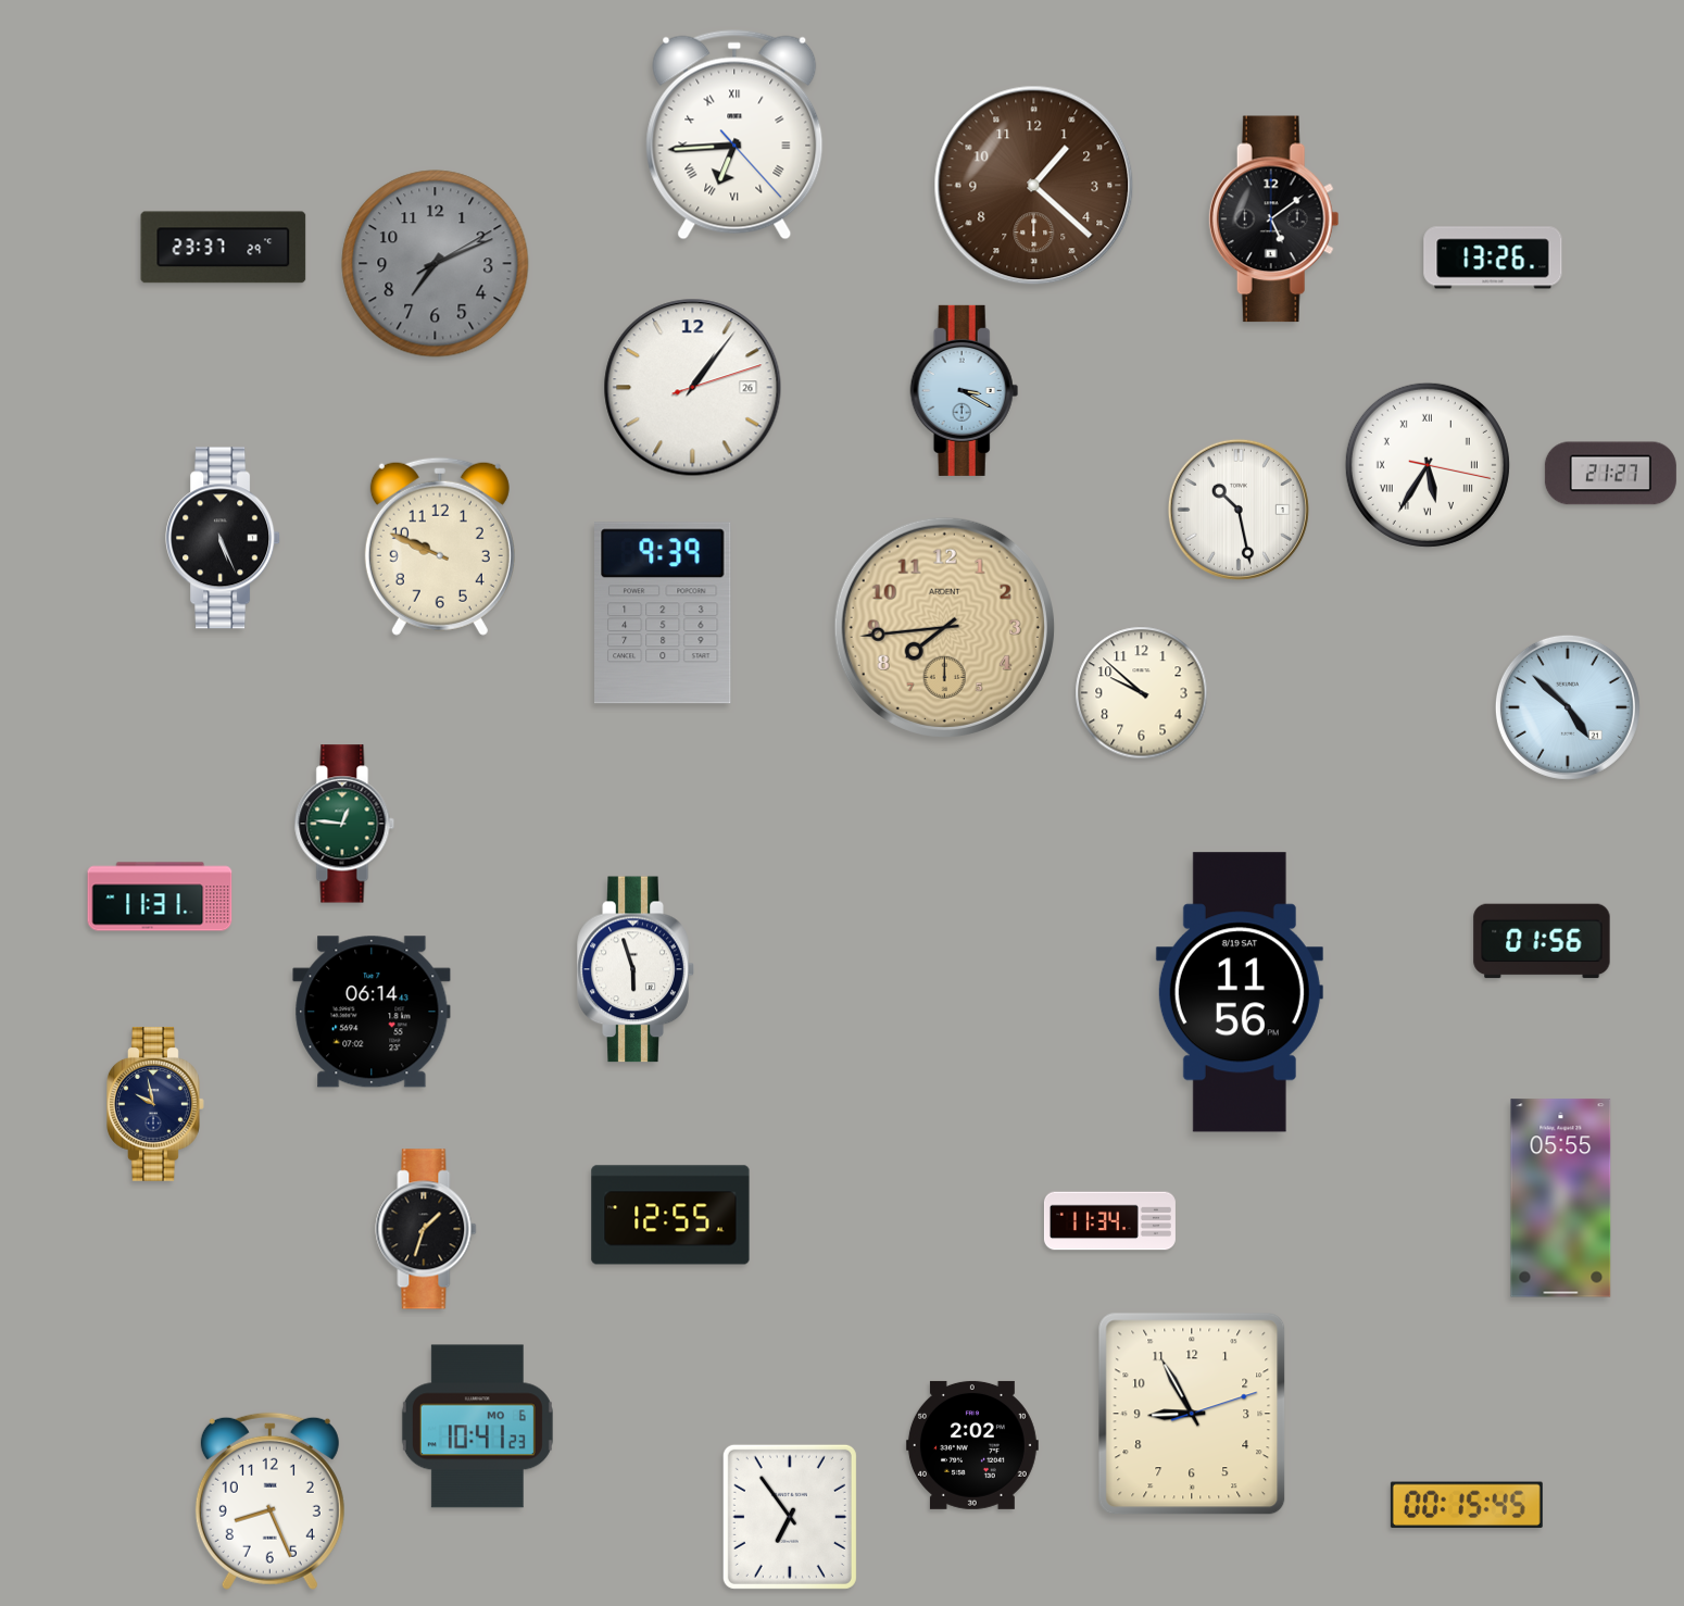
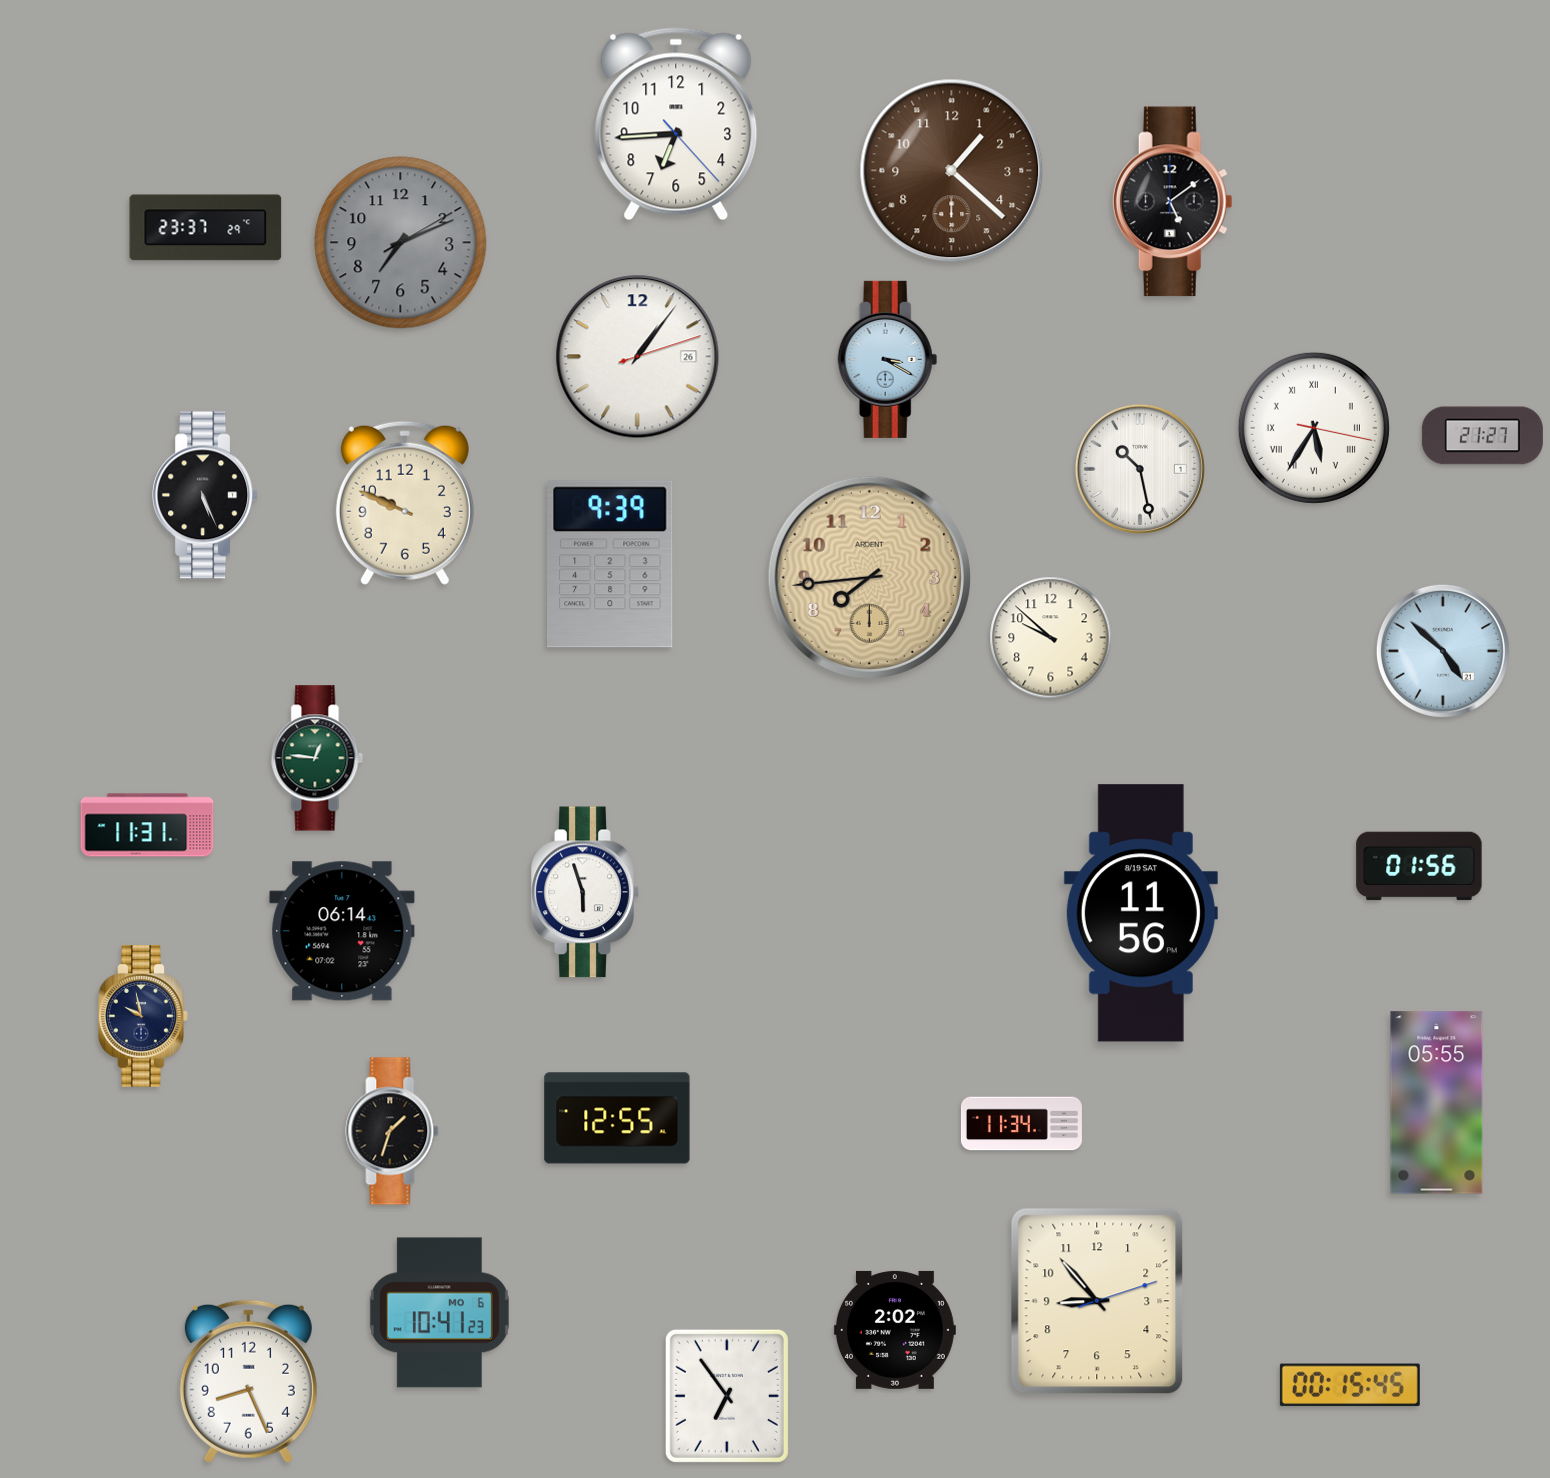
clock at (734, 135) numerals: Roman -> Arabic
clock at (1493, 258): 13:26 -> none
clock at (1192, 1414): 8:55 -> 8:53
